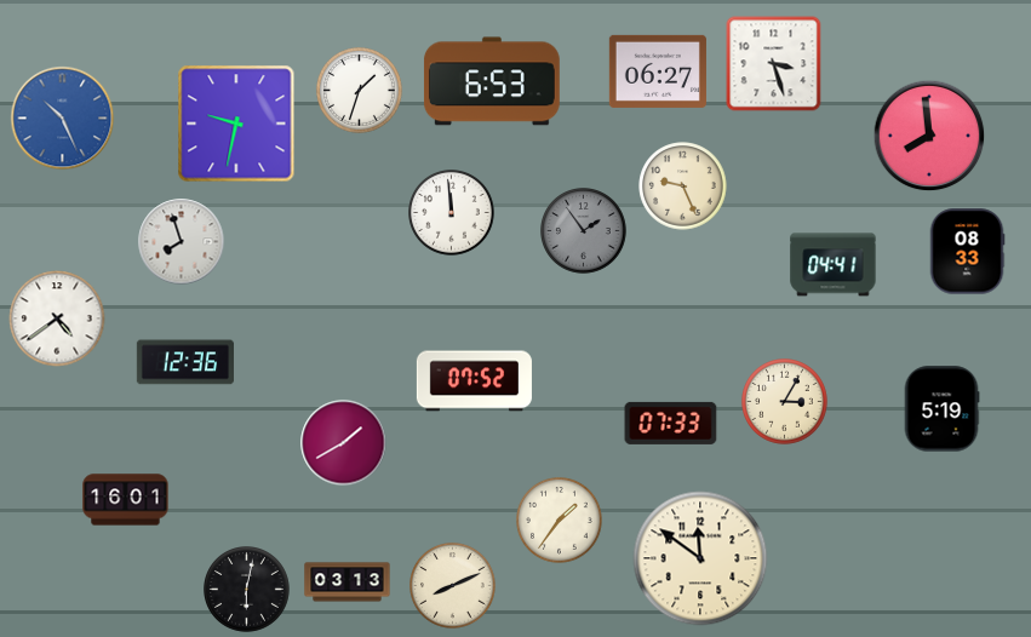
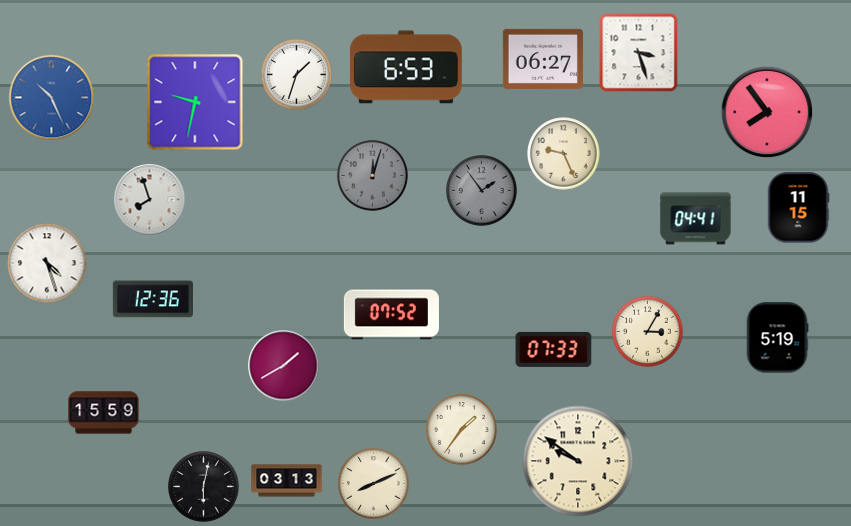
clock at (929, 136): 7:59 -> 7:54
clock at (452, 213): 11:59 -> 12:03
clock at (452, 213) dial: white -> grey
clock at (967, 252): 08:33 -> 11:15
clock at (834, 265) position: (834, 265) -> (696, 219)
clock at (57, 318): 4:39 -> 4:27
clock at (126, 500): 16:01 -> 15:59
clock at (700, 558): 11:51 -> 9:51
